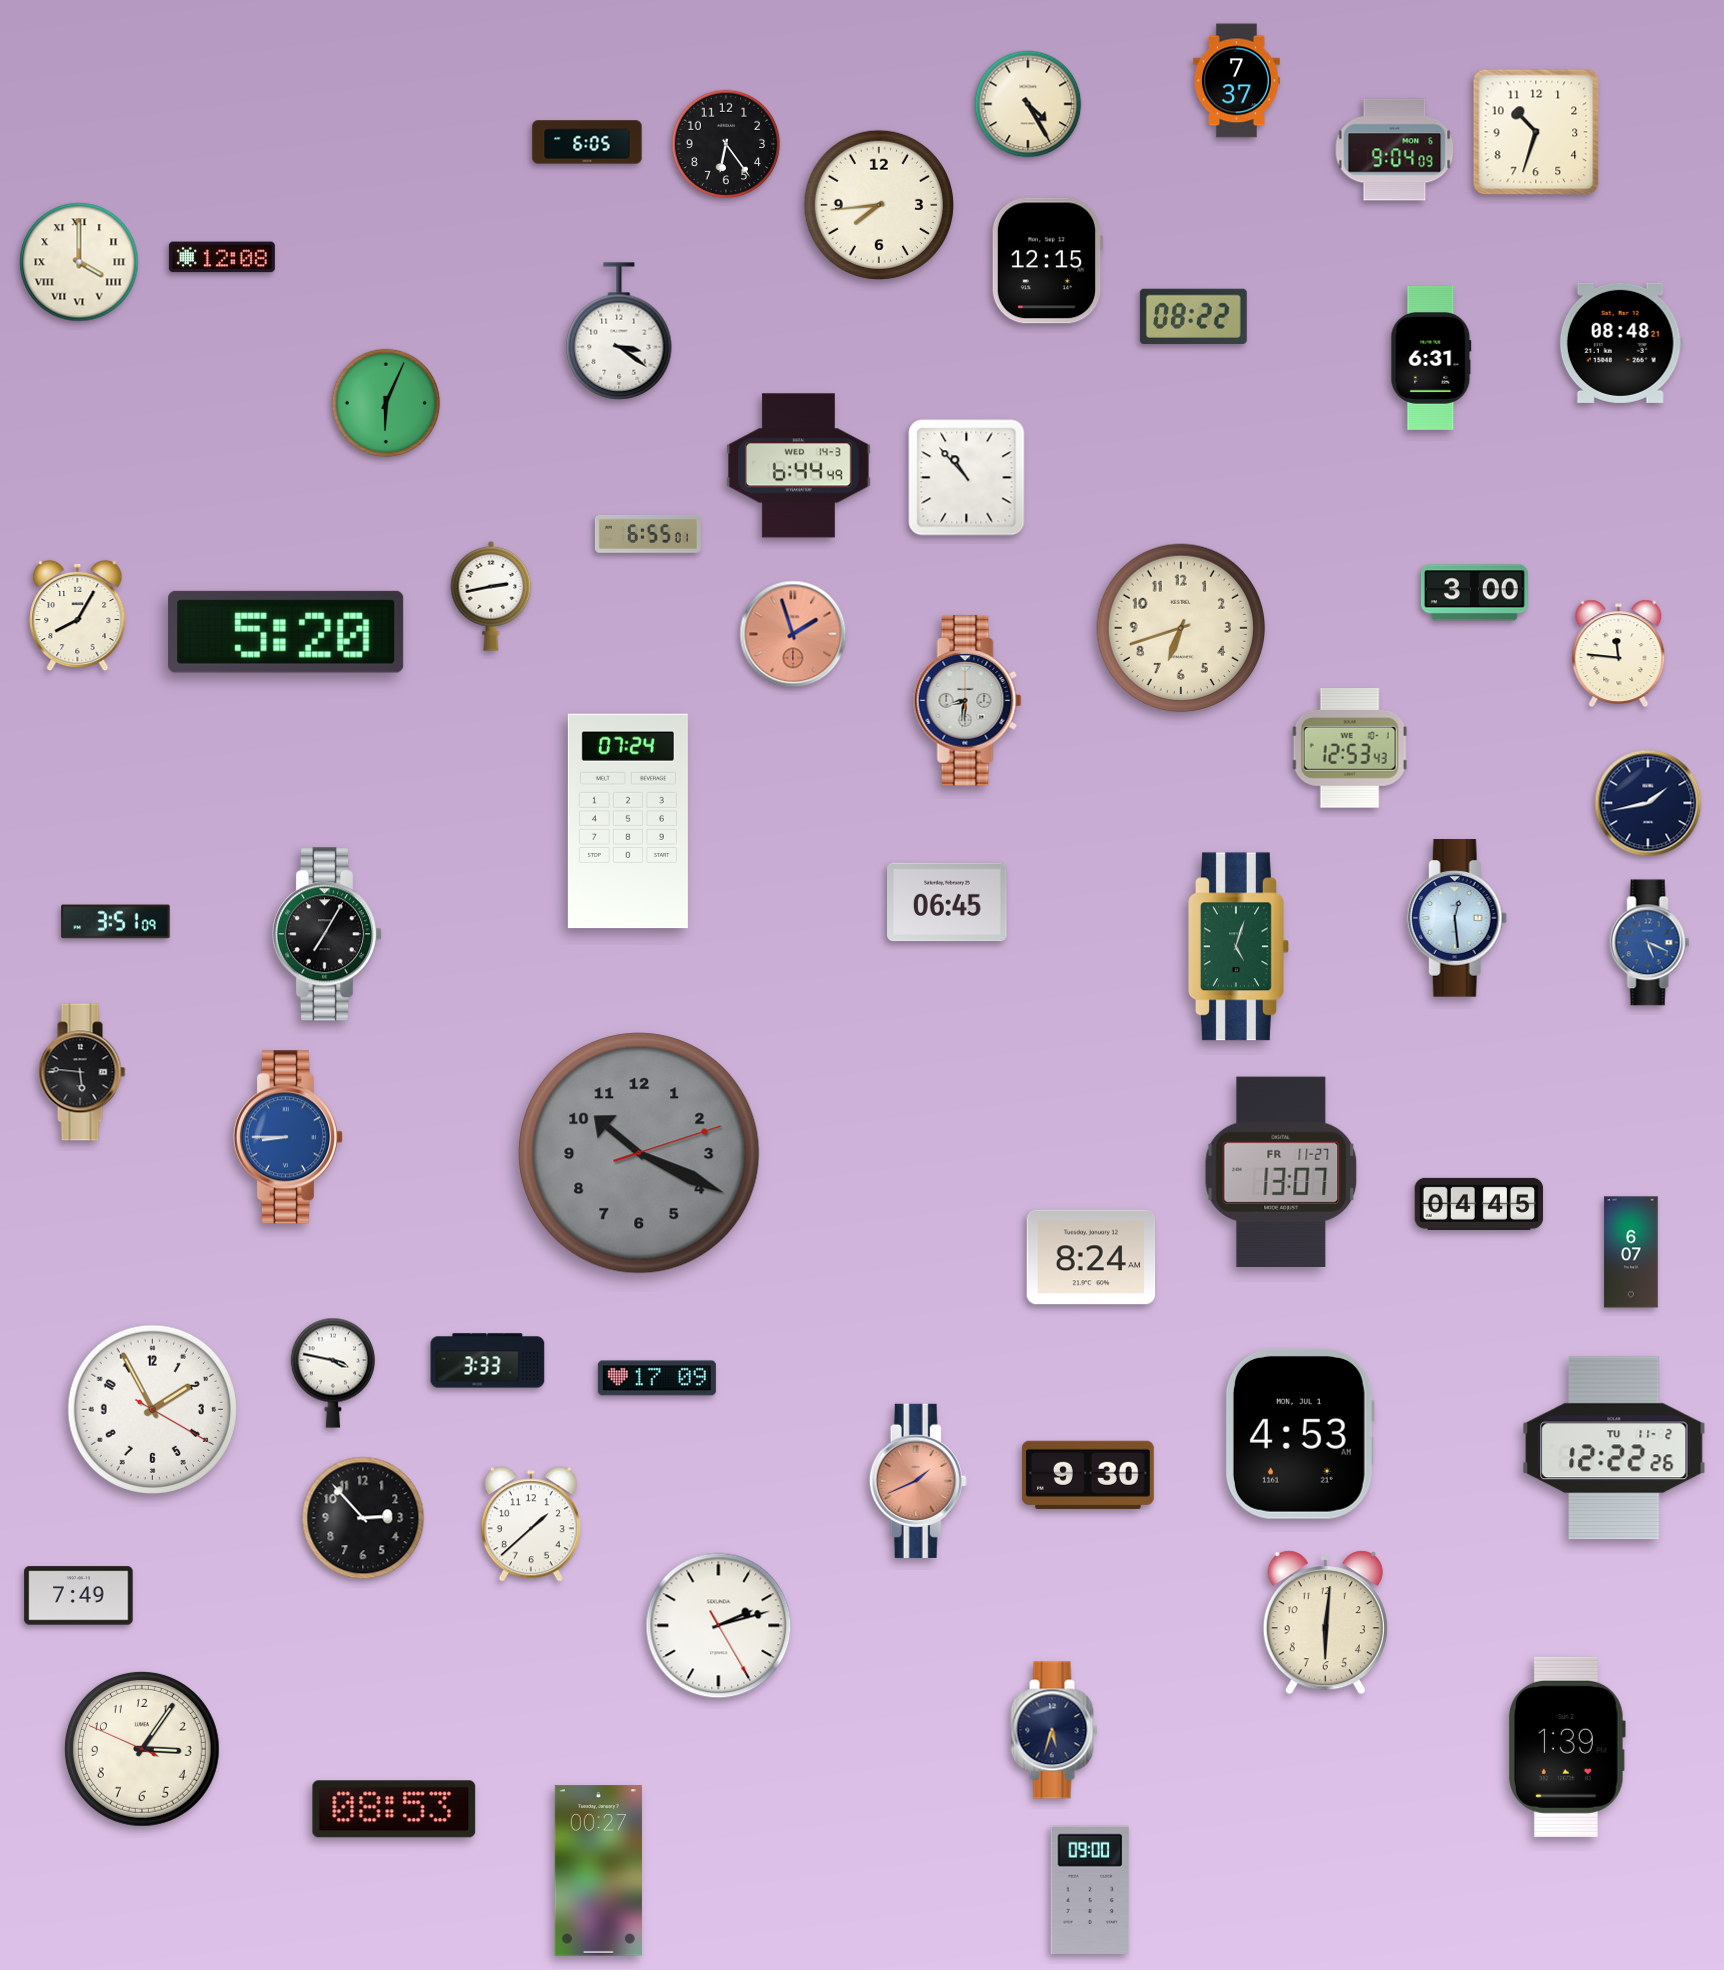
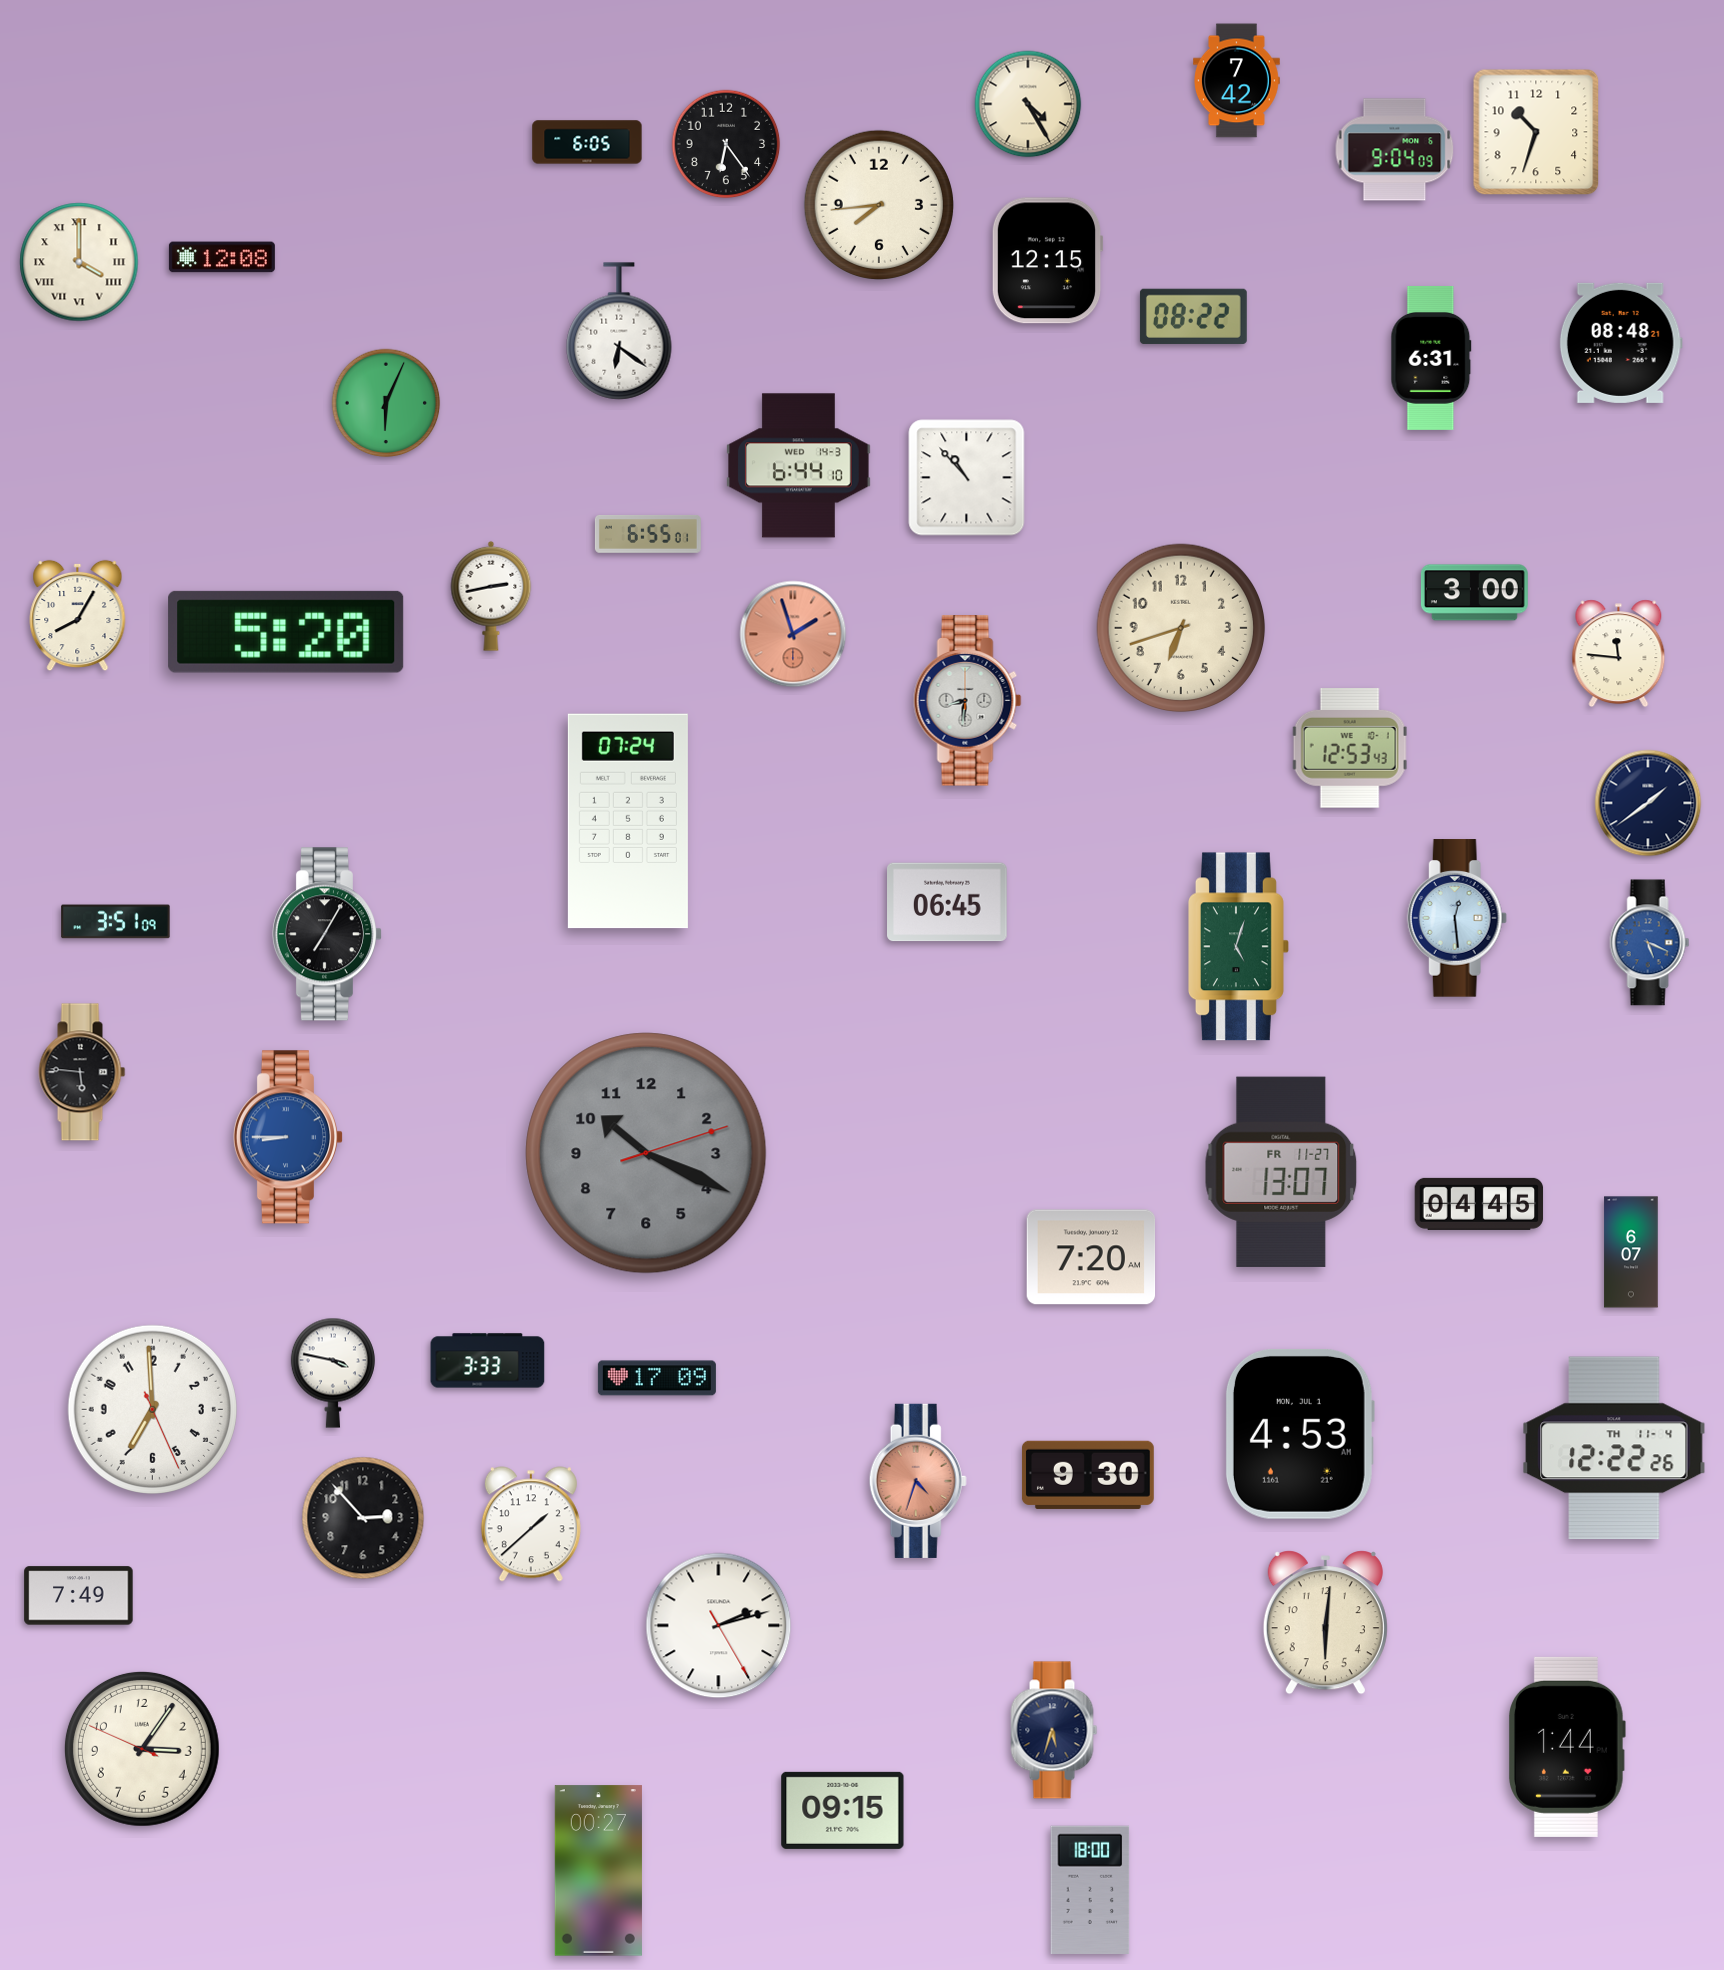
clock at (1237, 81): 7:37 -> 7:42
clock at (619, 331): 3:21 -> 6:21
clock at (799, 466): 6:44:49 -> 6:44:10
clock at (1648, 803): 1:43 -> 1:39
clock at (639, 1153) position: (639, 1153) -> (646, 1153)
clock at (1091, 1257): 8:24 -> 7:20
clock at (152, 1409): 1:55 -> 6:59
clock at (1614, 1448) date: TU 11-2 -> TH 11-4
clock at (918, 1481): 1:41 -> 4:33
clock at (1567, 1747): 1:39 -> 1:44
clock at (394, 1809): 08:53 -> none
clock at (843, 1810): none -> 09:15
clock at (1090, 1889): 09:00 -> 18:00
